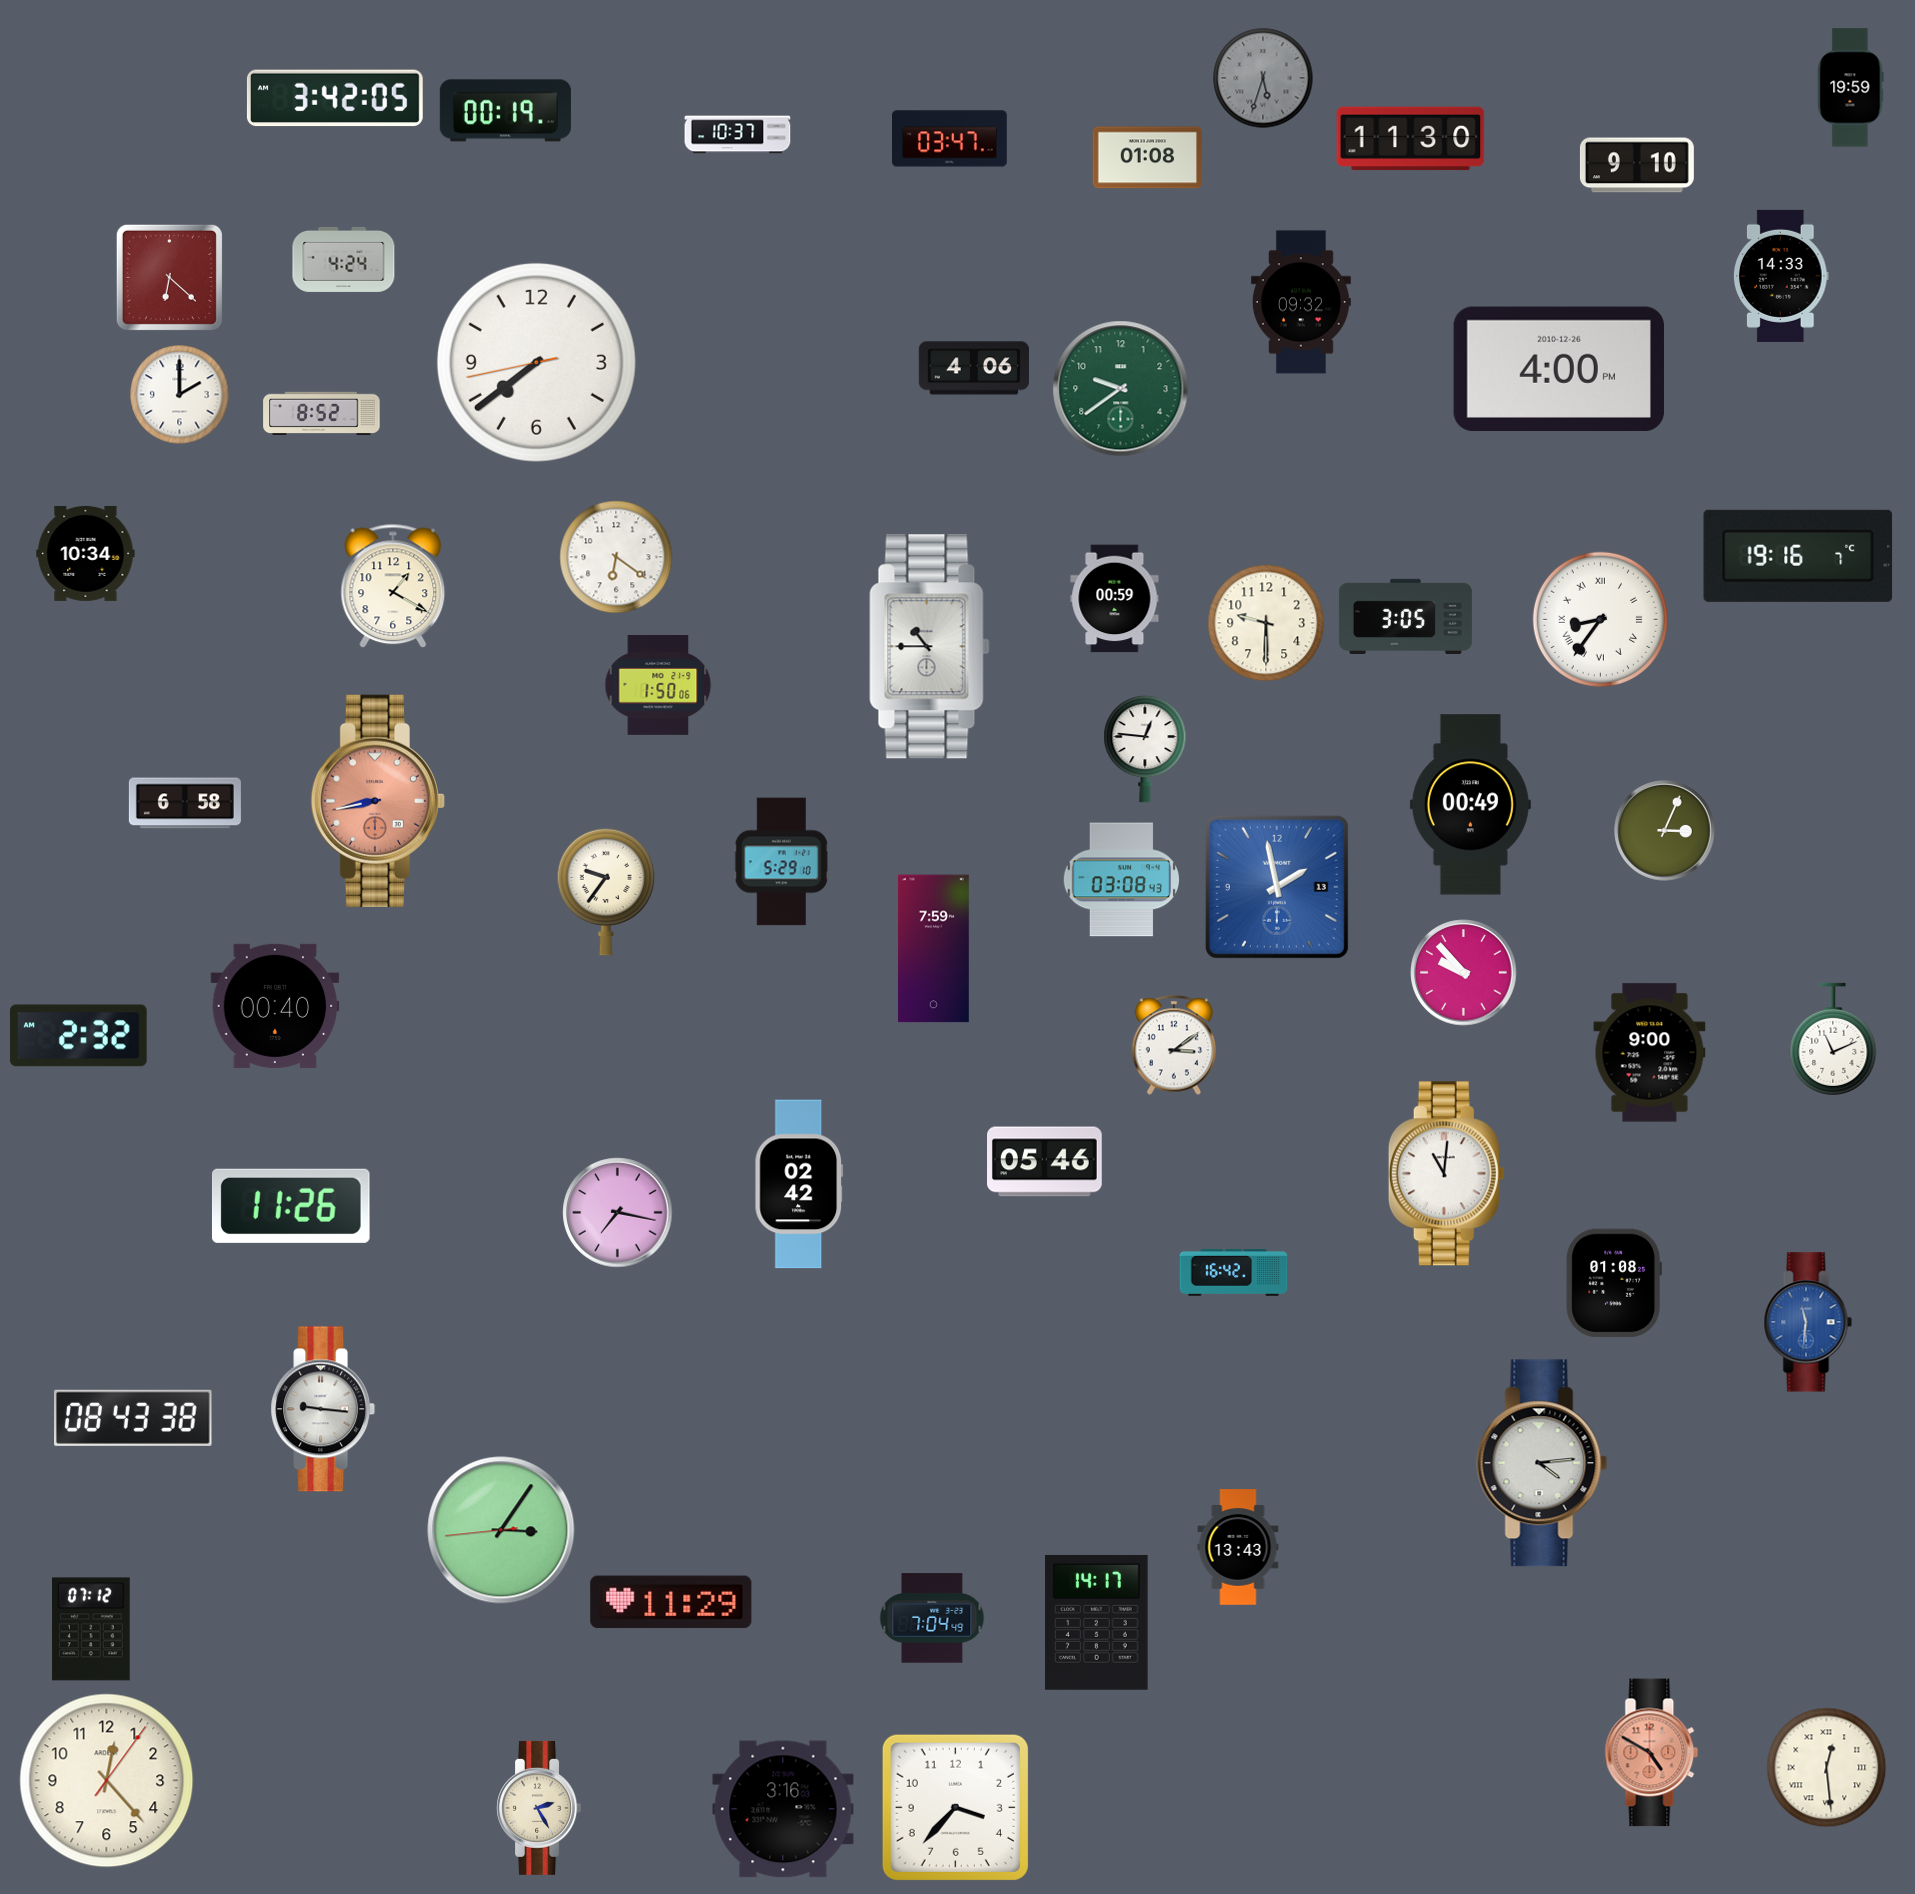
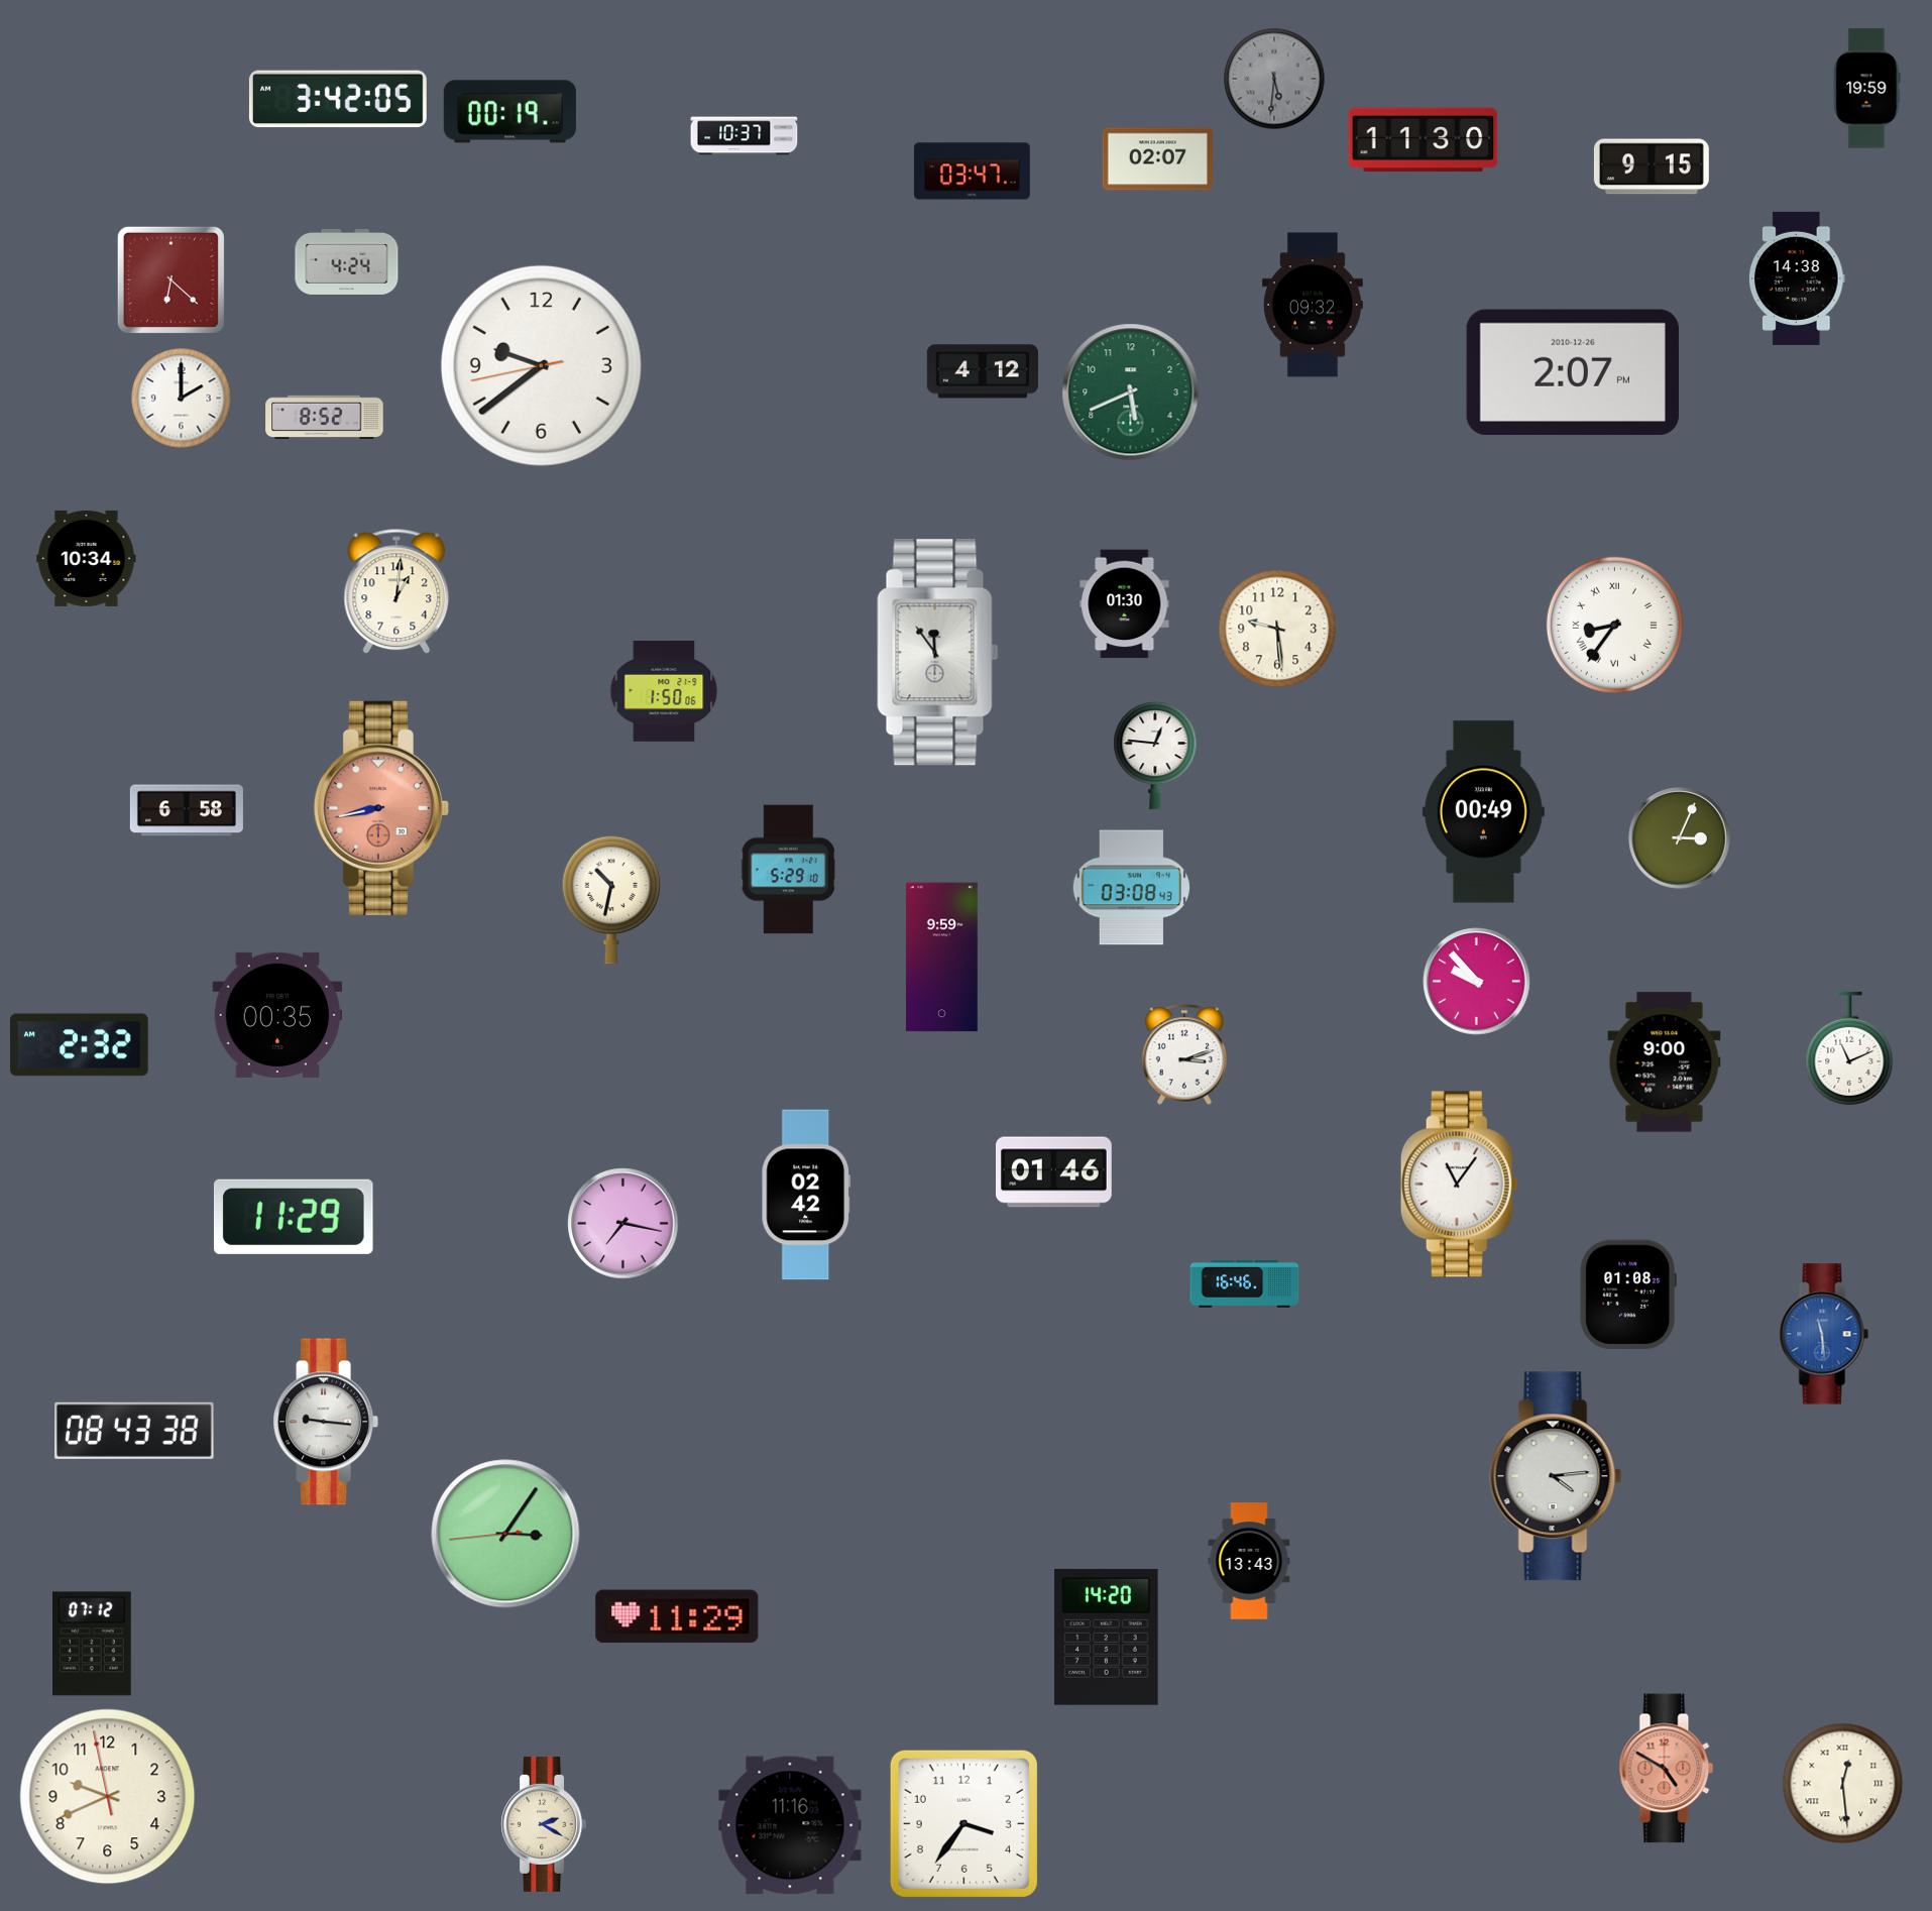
clock at (1263, 78): 5:33 -> 5:31
clock at (950, 139) position: (950, 139) -> (973, 172)
clock at (1148, 158): 01:08 -> 02:07
clock at (1637, 165): 9:10 -> 9:15
clock at (1781, 276): 14:33 -> 14:38
clock at (536, 362): 7:38 -> 9:38
clock at (974, 368): 4:06 -> 4:12
clock at (1559, 369): 4:00 -> 2:07
clock at (1121, 389): 9:39 -> 5:41
clock at (1798, 556): 19:16 -> none
clock at (616, 557): 6:21 -> none
clock at (393, 586): 1:20 -> 1:01
clock at (1115, 599): 00:59 -> 01:30
clock at (1405, 616): 3:05 -> none
clock at (1266, 623): 9:30 -> 9:29
clock at (930, 647): 10:45 -> 11:54
clock at (1277, 887): 1:58 -> none
clock at (606, 892): 9:36 -> 10:32
clock at (933, 949): 7:59 -> 9:59
clock at (275, 1006): 00:40 -> 00:35
clock at (1174, 1045): 3:09 -> 3:12
clock at (1045, 1162): 05:46 -> 01:46
clock at (1446, 1174): 11:01 -> 11:06
clock at (291, 1206): 11:26 -> 11:29
clock at (1234, 1272): 16:42 -> 16:46
clock at (1808, 1322): 11:31 -> 11:29
clock at (501, 1530) position: (501, 1530) -> (505, 1534)
clock at (932, 1618): 7:04 -> none
clock at (1097, 1622): 14:17 -> 14:20
clock at (107, 1781): 12:23 -> 9:40
clock at (955, 1807): 3:37 -> 3:36
clock at (538, 1808): 2:25 -> 2:20
clock at (783, 1809): 3:16 -> 11:16
